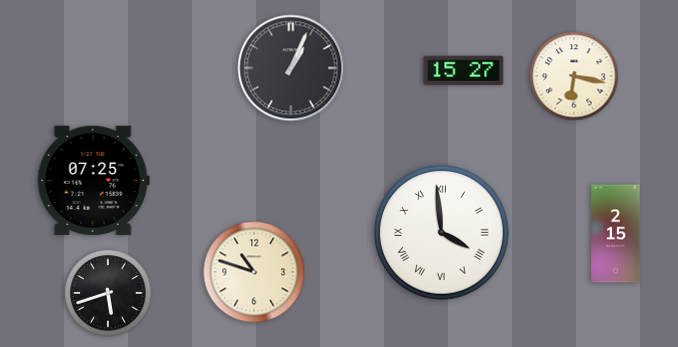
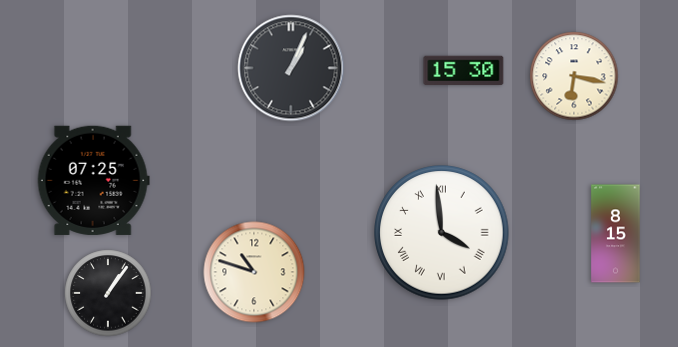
clock at (464, 71): 15:27 -> 15:30
clock at (616, 234): 2:15 -> 8:15
clock at (108, 293): 5:42 -> 1:06
